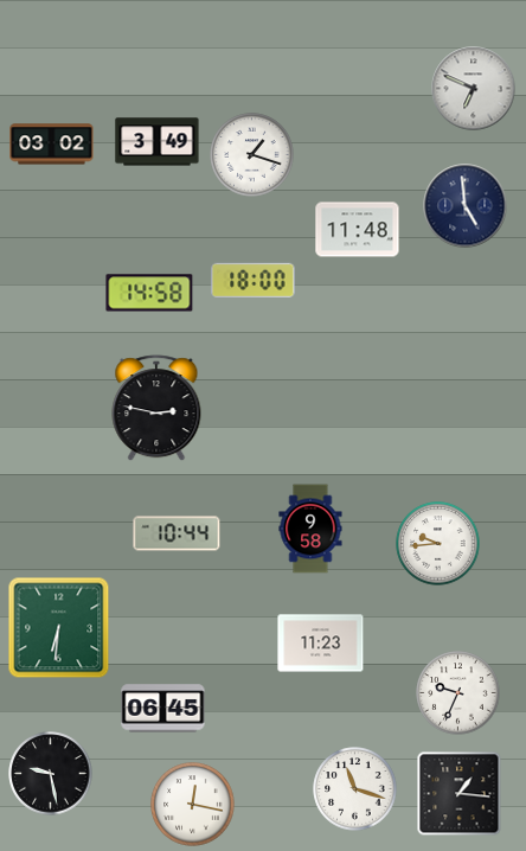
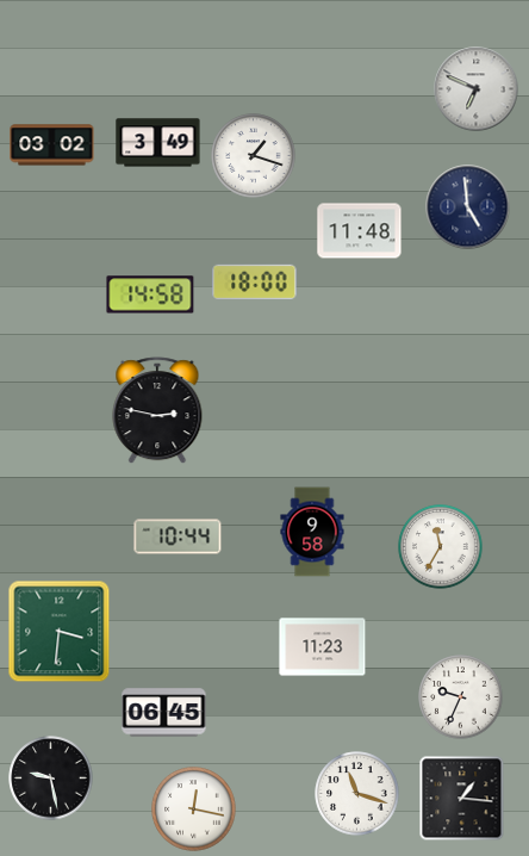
clock at (438, 544): 9:44 -> 11:35
clock at (59, 628): 6:31 -> 3:31
